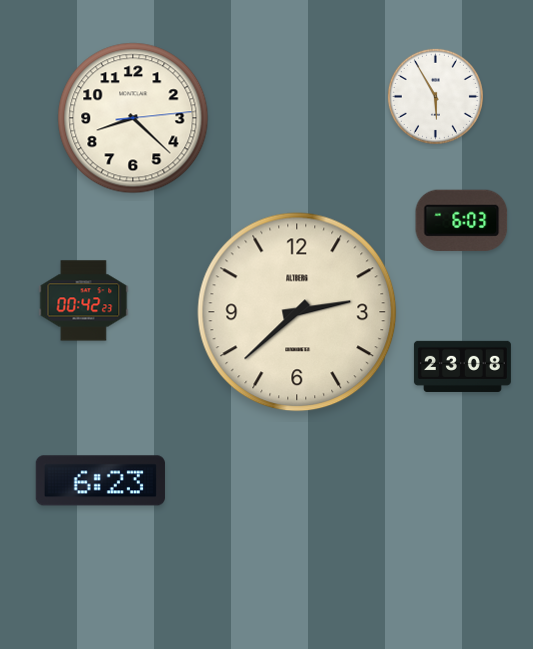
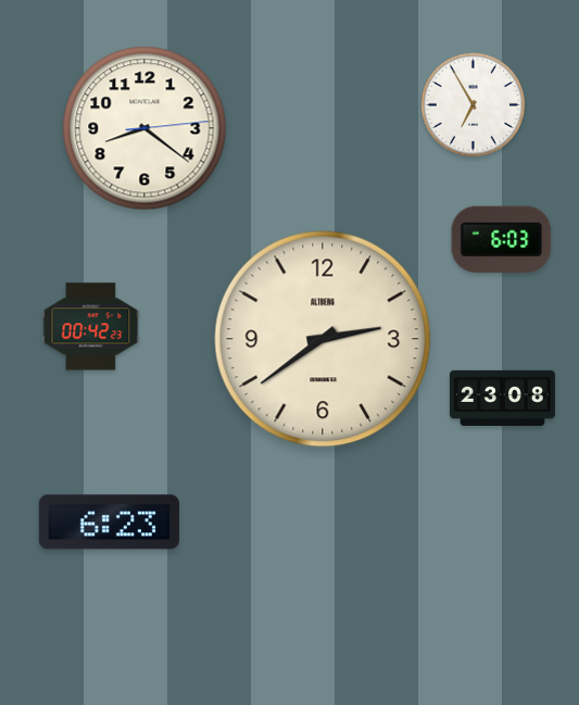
clock at (435, 96): 5:55 -> 6:55
clock at (133, 118): 8:22 -> 8:21
clock at (297, 312): 2:38 -> 2:39
